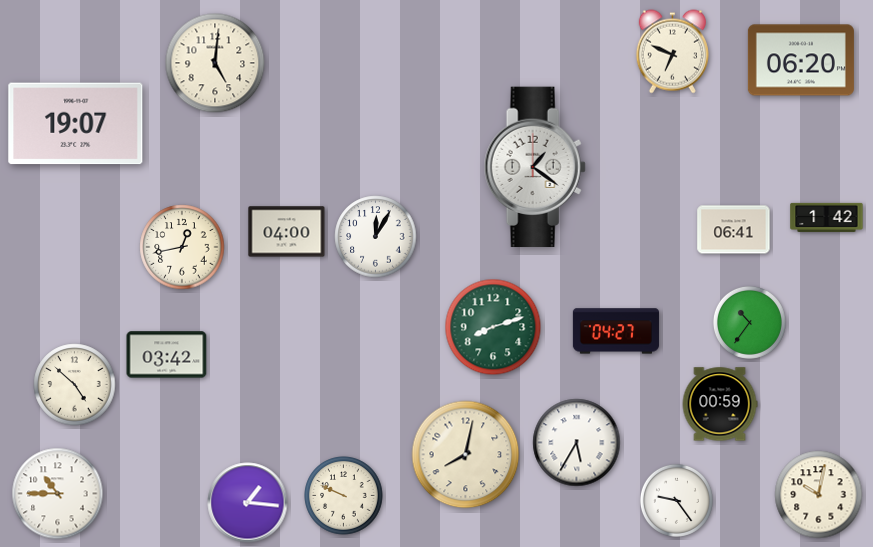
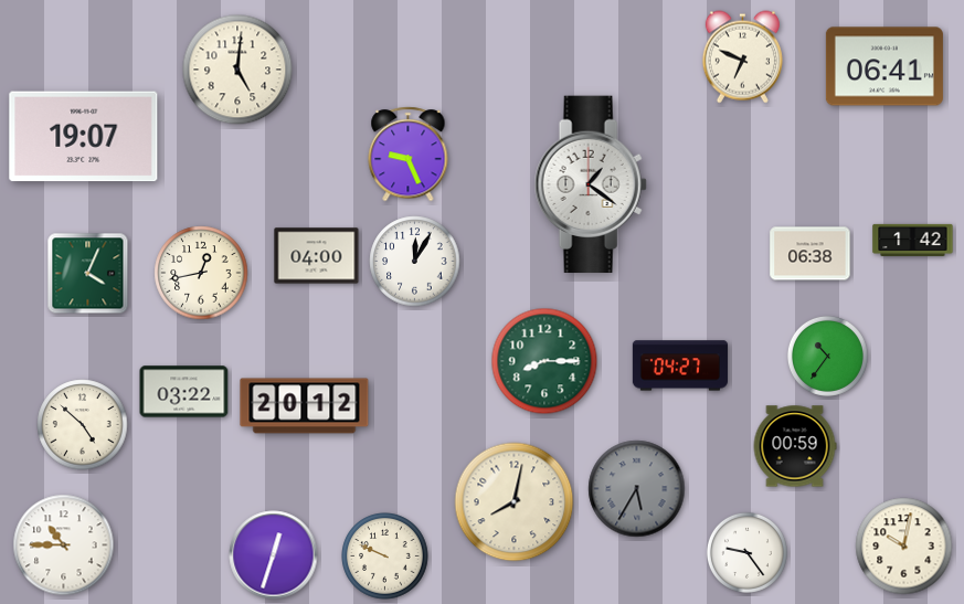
clock at (801, 60): 06:20 -> 06:41
clock at (409, 155): none -> 9:26
clock at (734, 230): 06:41 -> 06:38
clock at (88, 274): none -> 4:04
clock at (493, 327): 8:12 -> 8:15
clock at (167, 355): 03:42 -> 03:22
clock at (305, 406): none -> 20:12
clock at (577, 443) dial: white -> grey
clock at (344, 496) position: (344, 496) -> (385, 557)
clock at (248, 503): 1:16 -> 12:33
